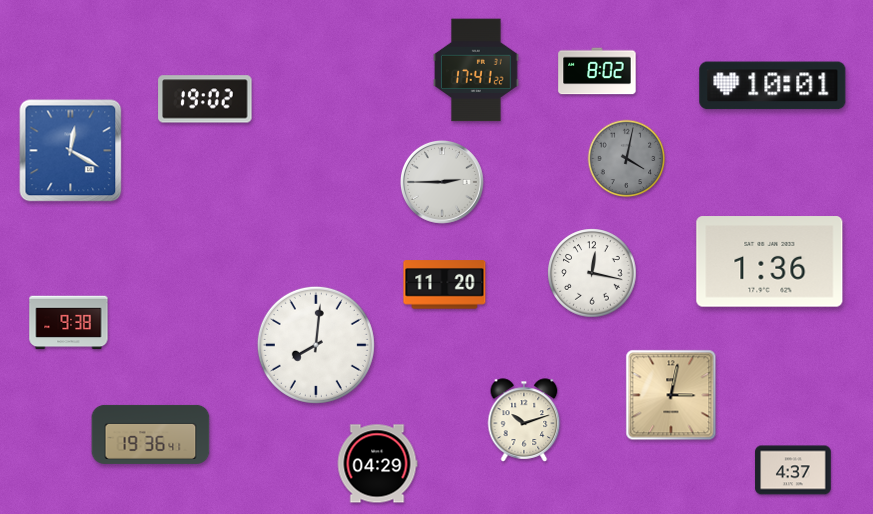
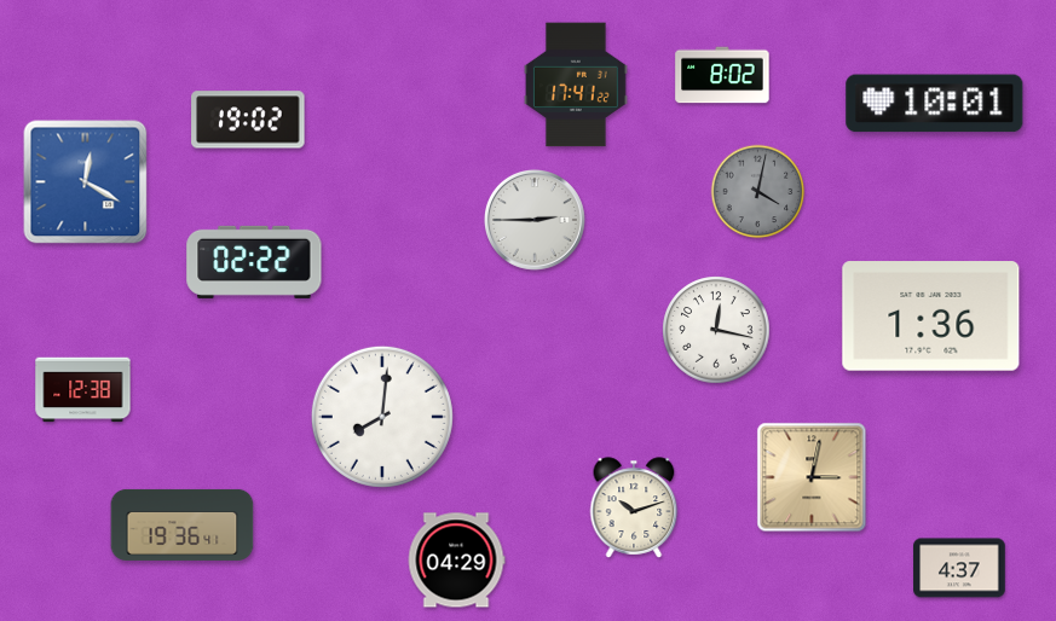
clock at (597, 71) position: (597, 71) -> (722, 75)
clock at (254, 262): none -> 02:22
clock at (445, 285): 11:20 -> none
clock at (69, 323): 9:38 -> 12:38
